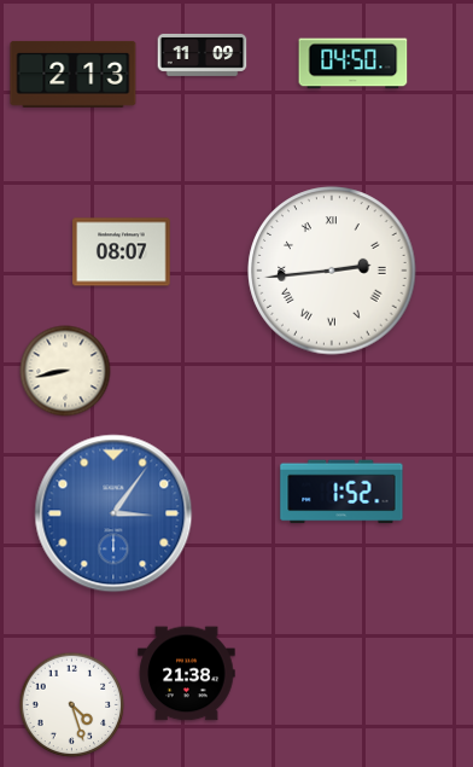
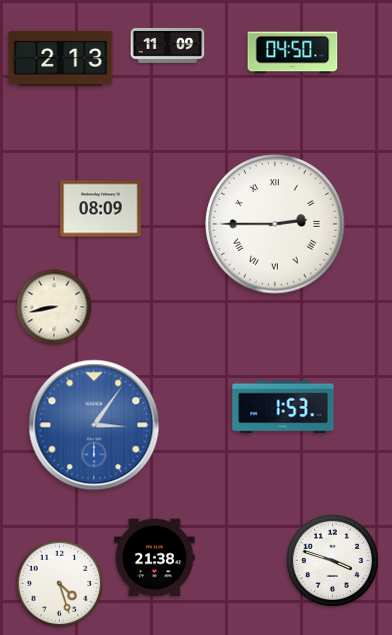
clock at (74, 74) position: (74, 74) -> (61, 58)
clock at (122, 252): 08:07 -> 08:09
clock at (332, 271): 2:44 -> 2:45
clock at (341, 492): 1:52 -> 1:53
clock at (332, 560): none -> 3:48
